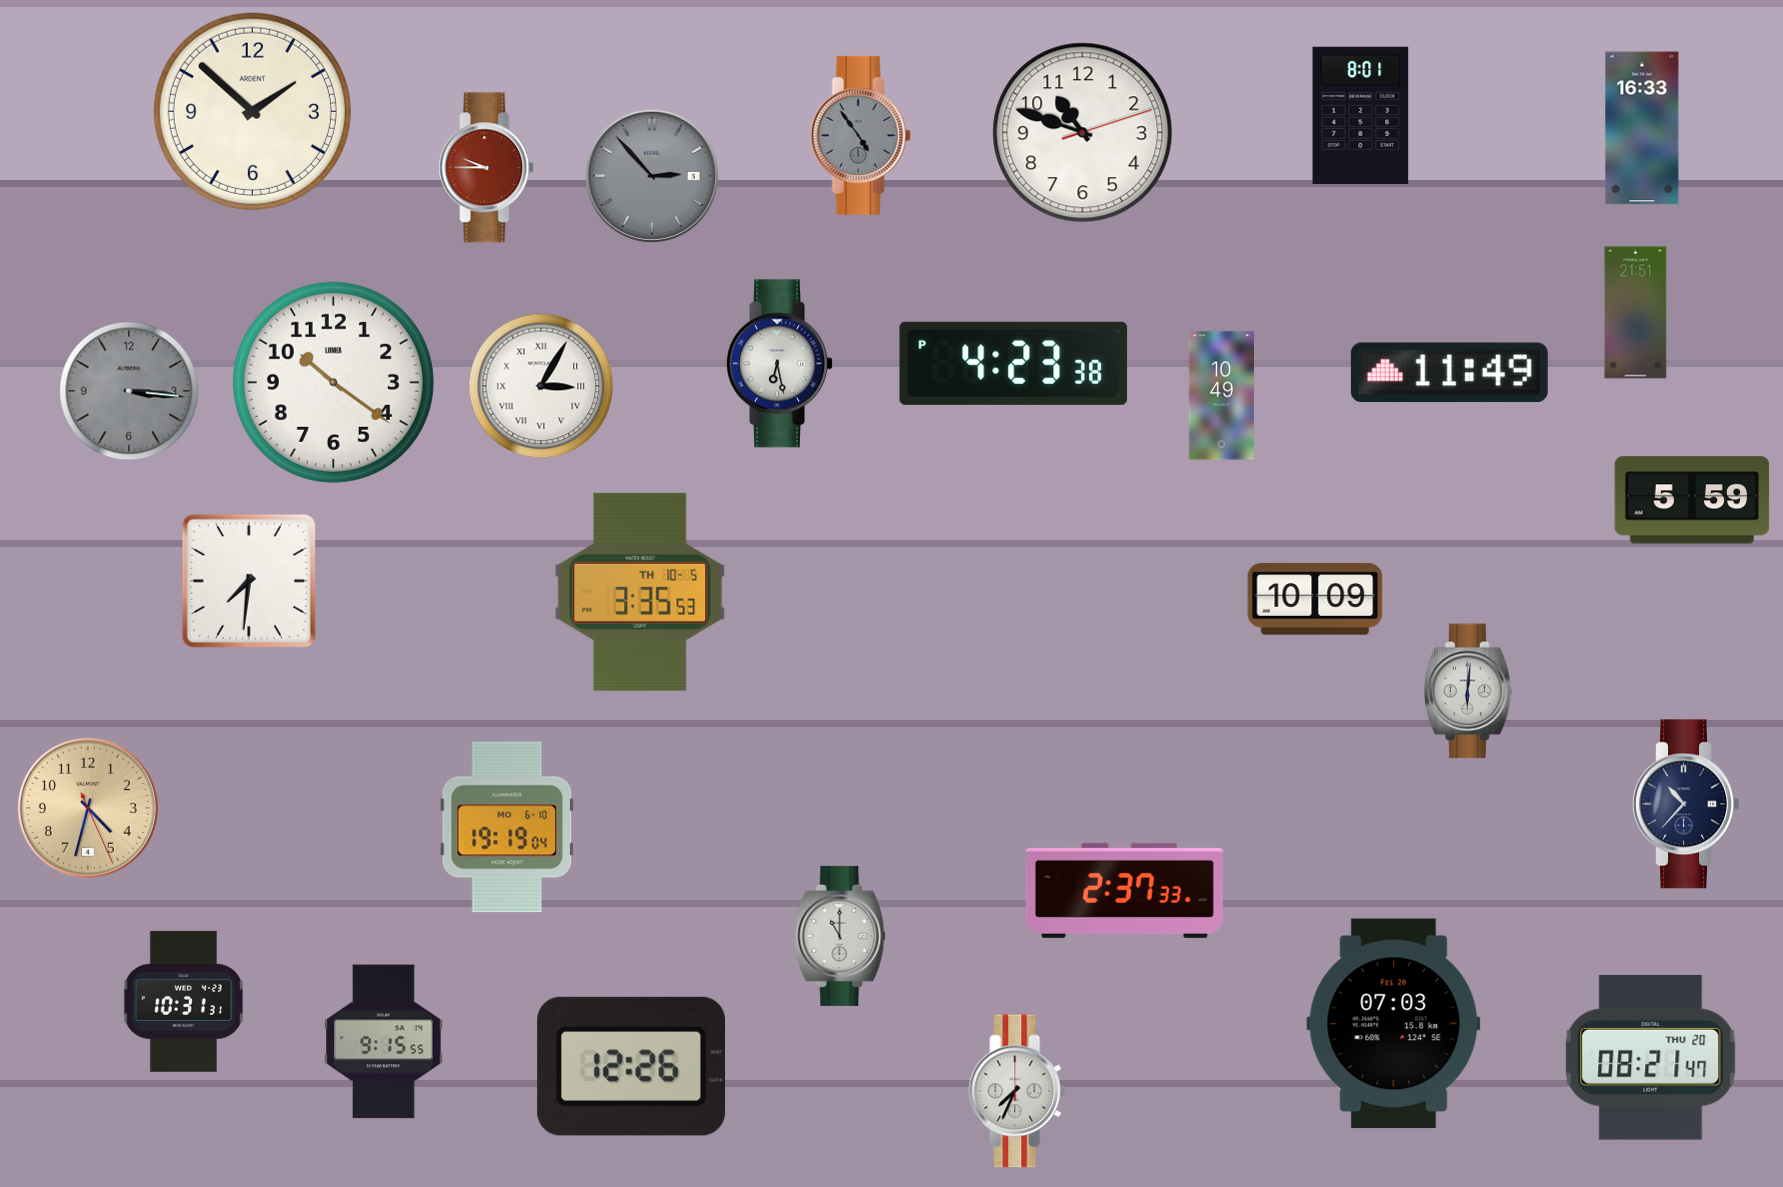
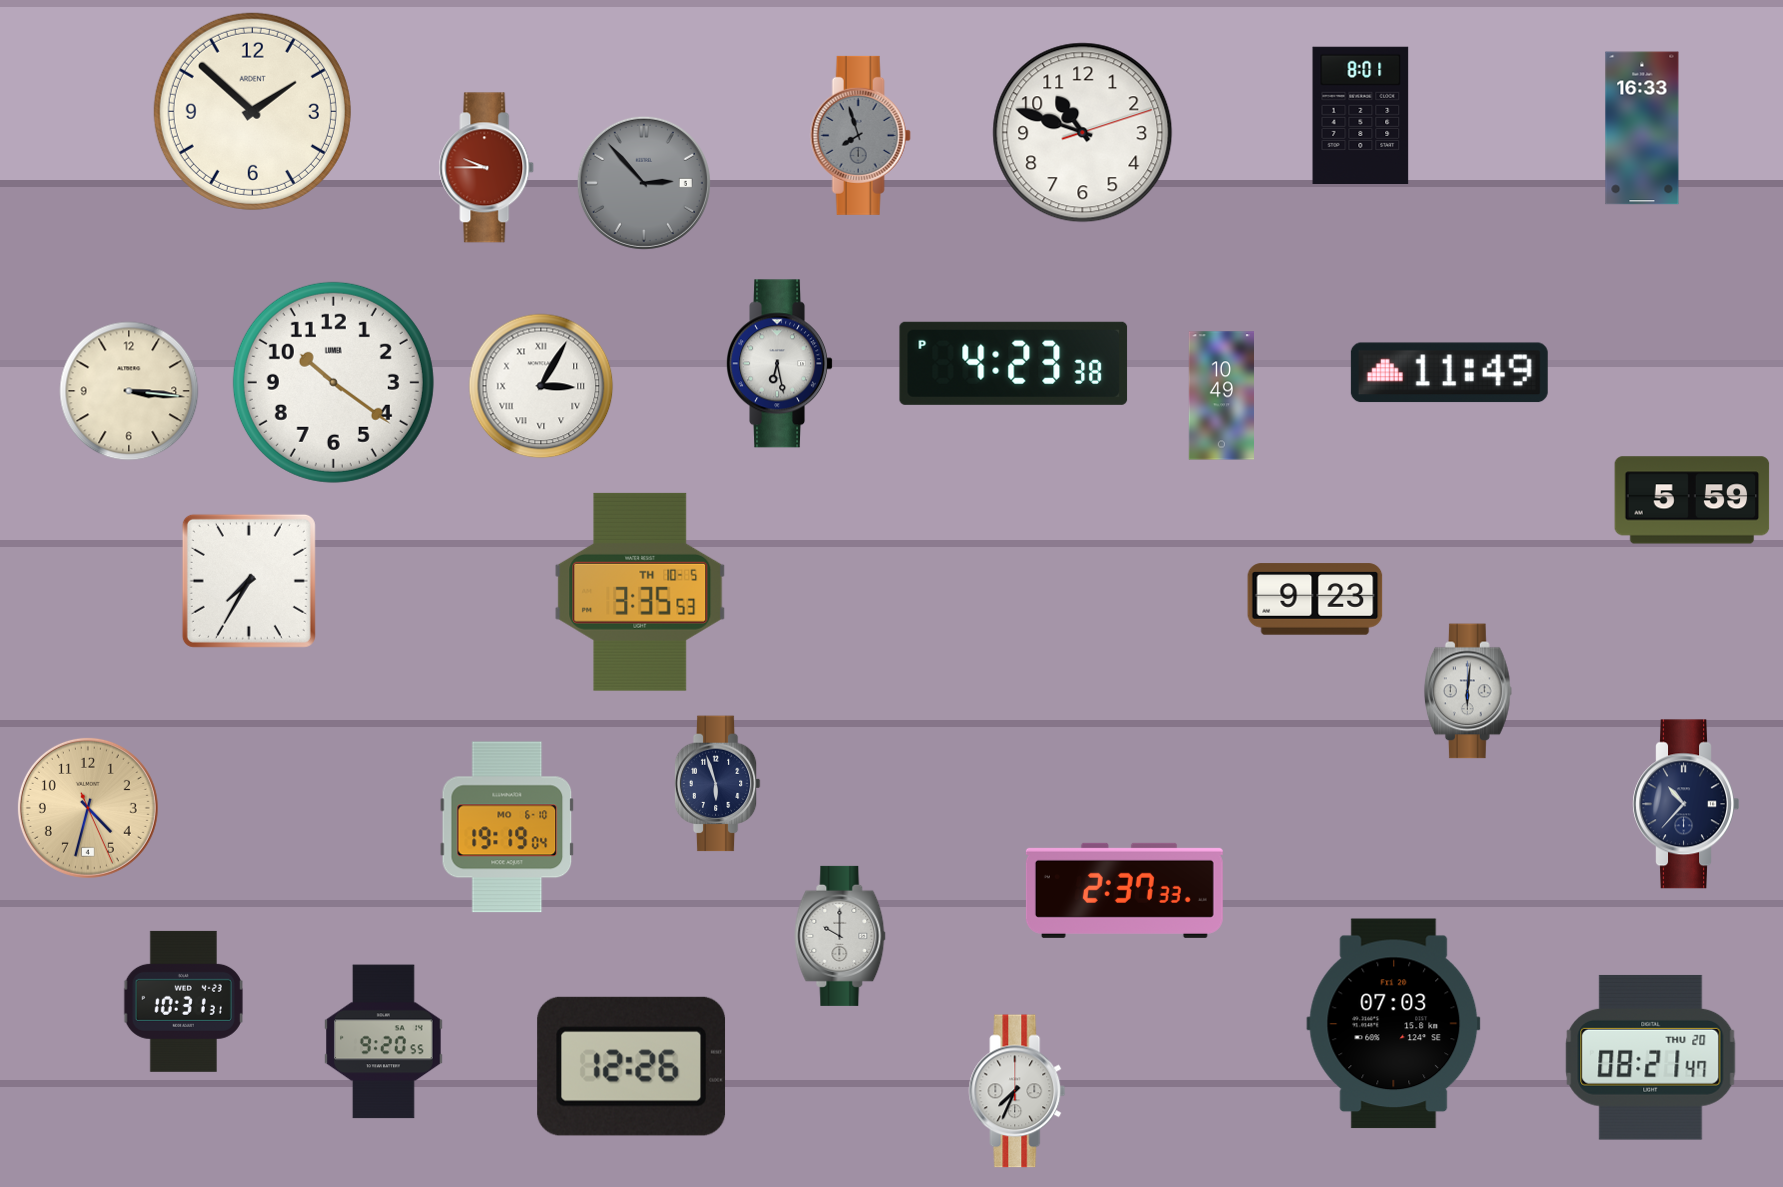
clock at (860, 135): 4:54 -> 7:57
clock at (652, 176) position: (652, 176) -> (644, 183)
clock at (1636, 313): 21:51 -> none
clock at (129, 391) dial: grey -> cream
clock at (249, 581): 7:31 -> 7:35
clock at (1315, 599): 10:09 -> 9:23
clock at (717, 784): none -> 5:57
clock at (840, 936): 11:00 -> 10:00
clock at (384, 1042): 9:15 -> 9:20
